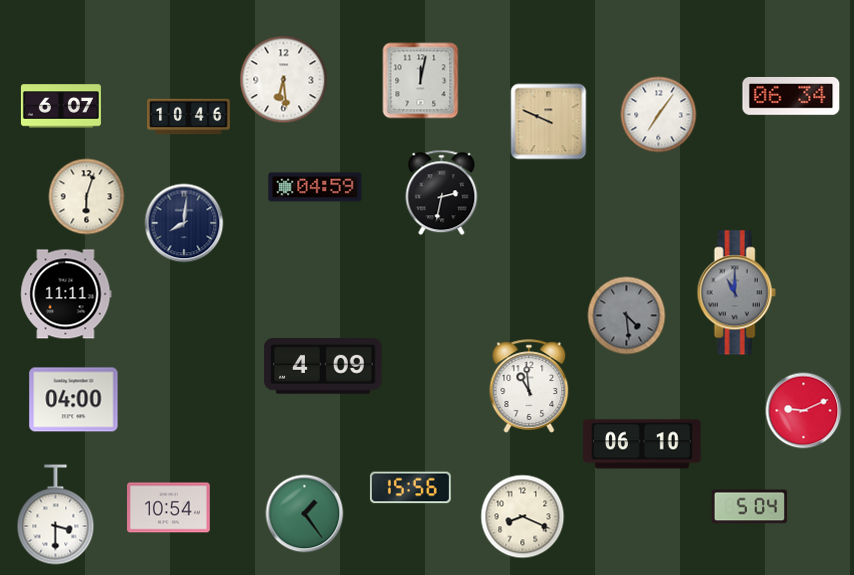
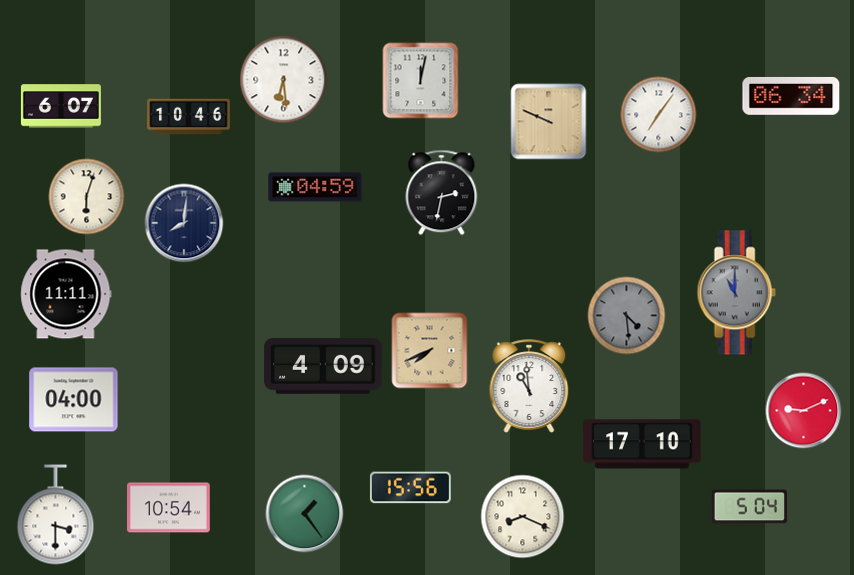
clock at (430, 351): none -> 7:41
clock at (642, 444): 06:10 -> 17:10
